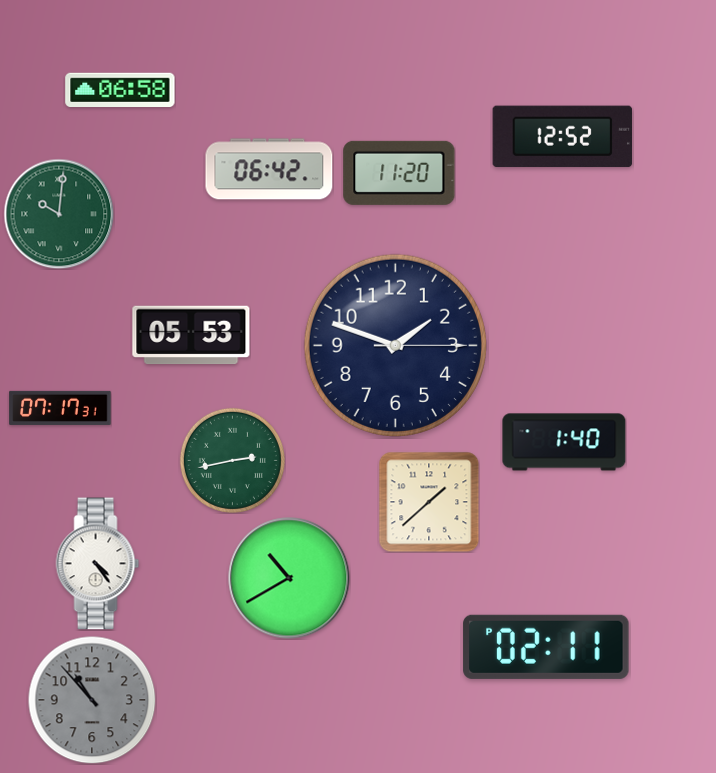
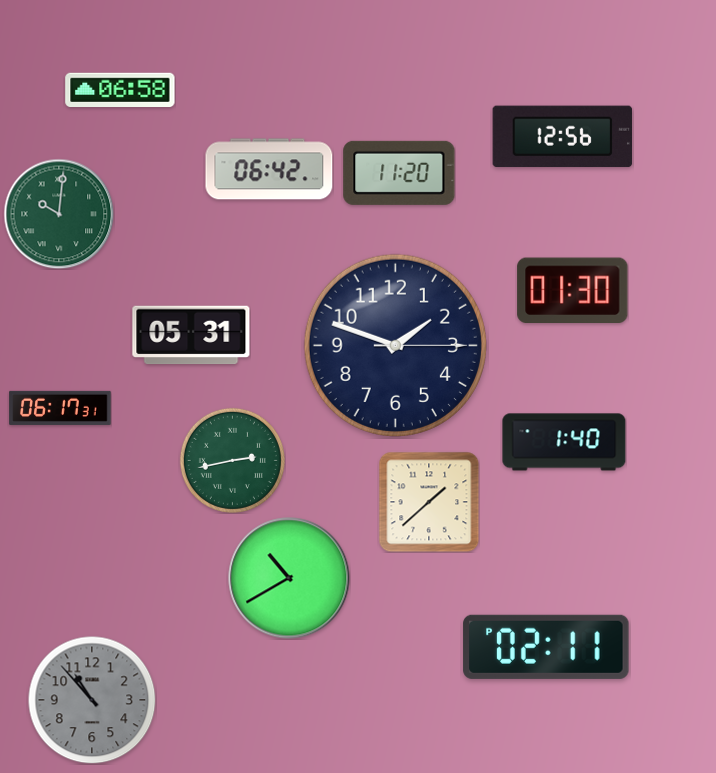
clock at (563, 137): 12:52 -> 12:56
clock at (573, 290): none -> 01:30
clock at (191, 335): 05:53 -> 05:31
clock at (60, 408): 07:17 -> 06:17
clock at (98, 564): 4:24 -> none
